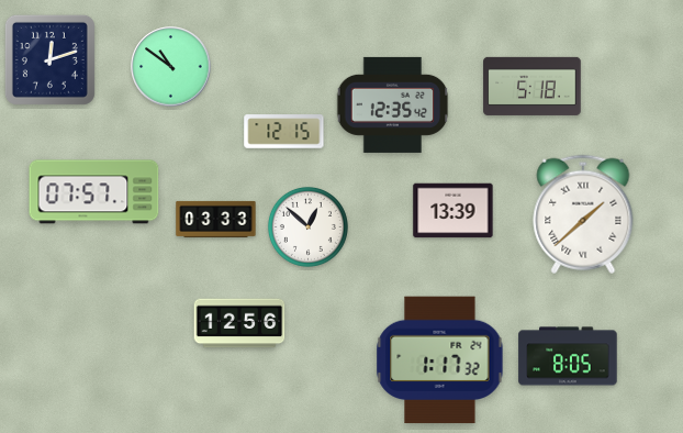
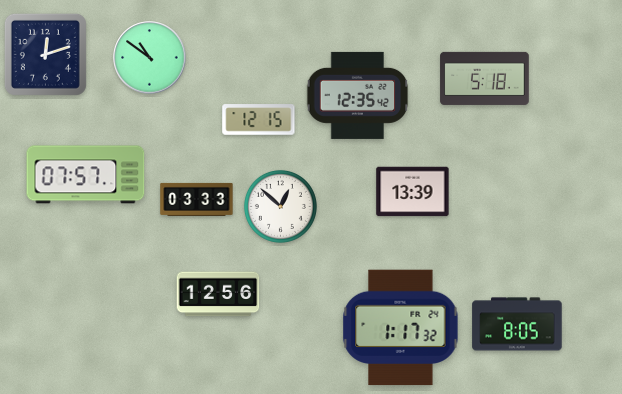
clock at (171, 67) position: (171, 67) -> (150, 58)
clock at (583, 214): 1:38 -> none
